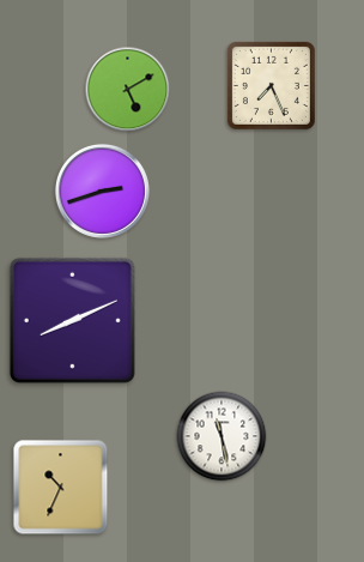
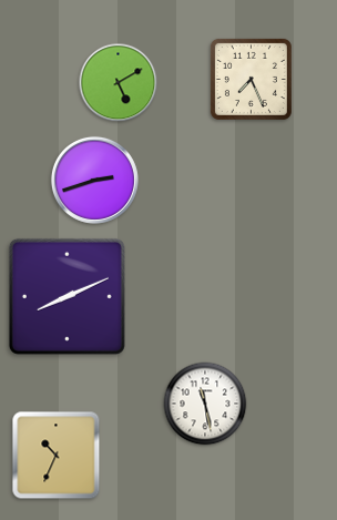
clock at (102, 191) position: (102, 191) -> (94, 180)
clock at (61, 488) position: (61, 488) -> (57, 456)
